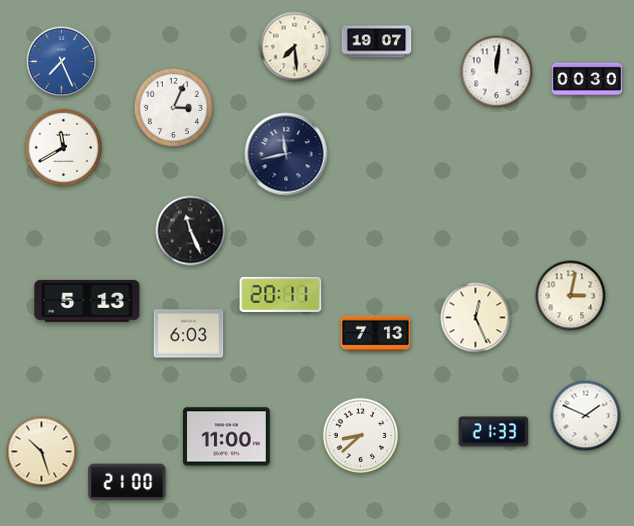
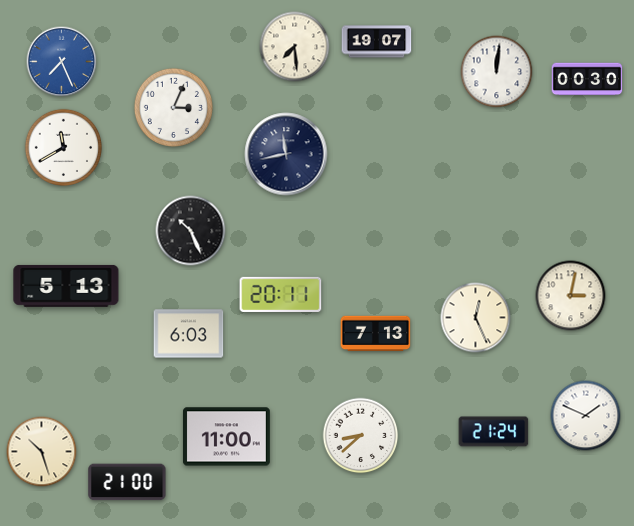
clock at (191, 231): 11:26 -> 10:26
clock at (87, 301) position: (87, 301) -> (66, 286)
clock at (494, 432): 21:33 -> 21:24
